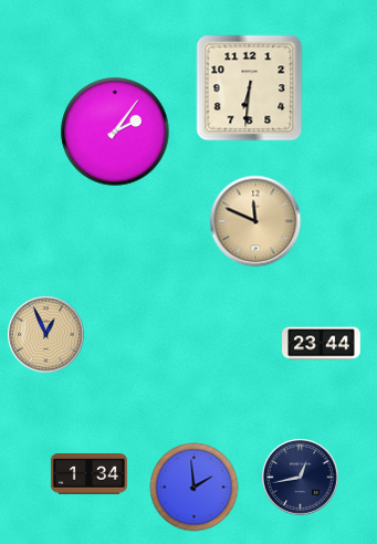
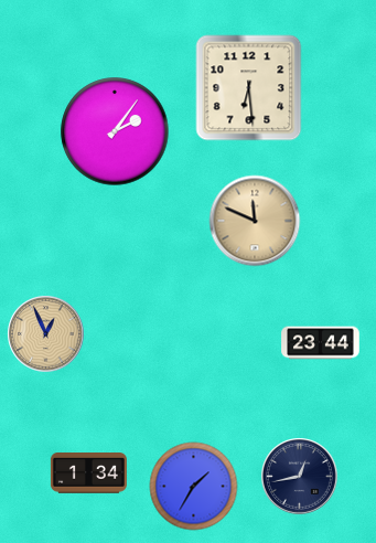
clock at (250, 88): 6:31 -> 6:29
clock at (195, 488): 1:59 -> 1:35
